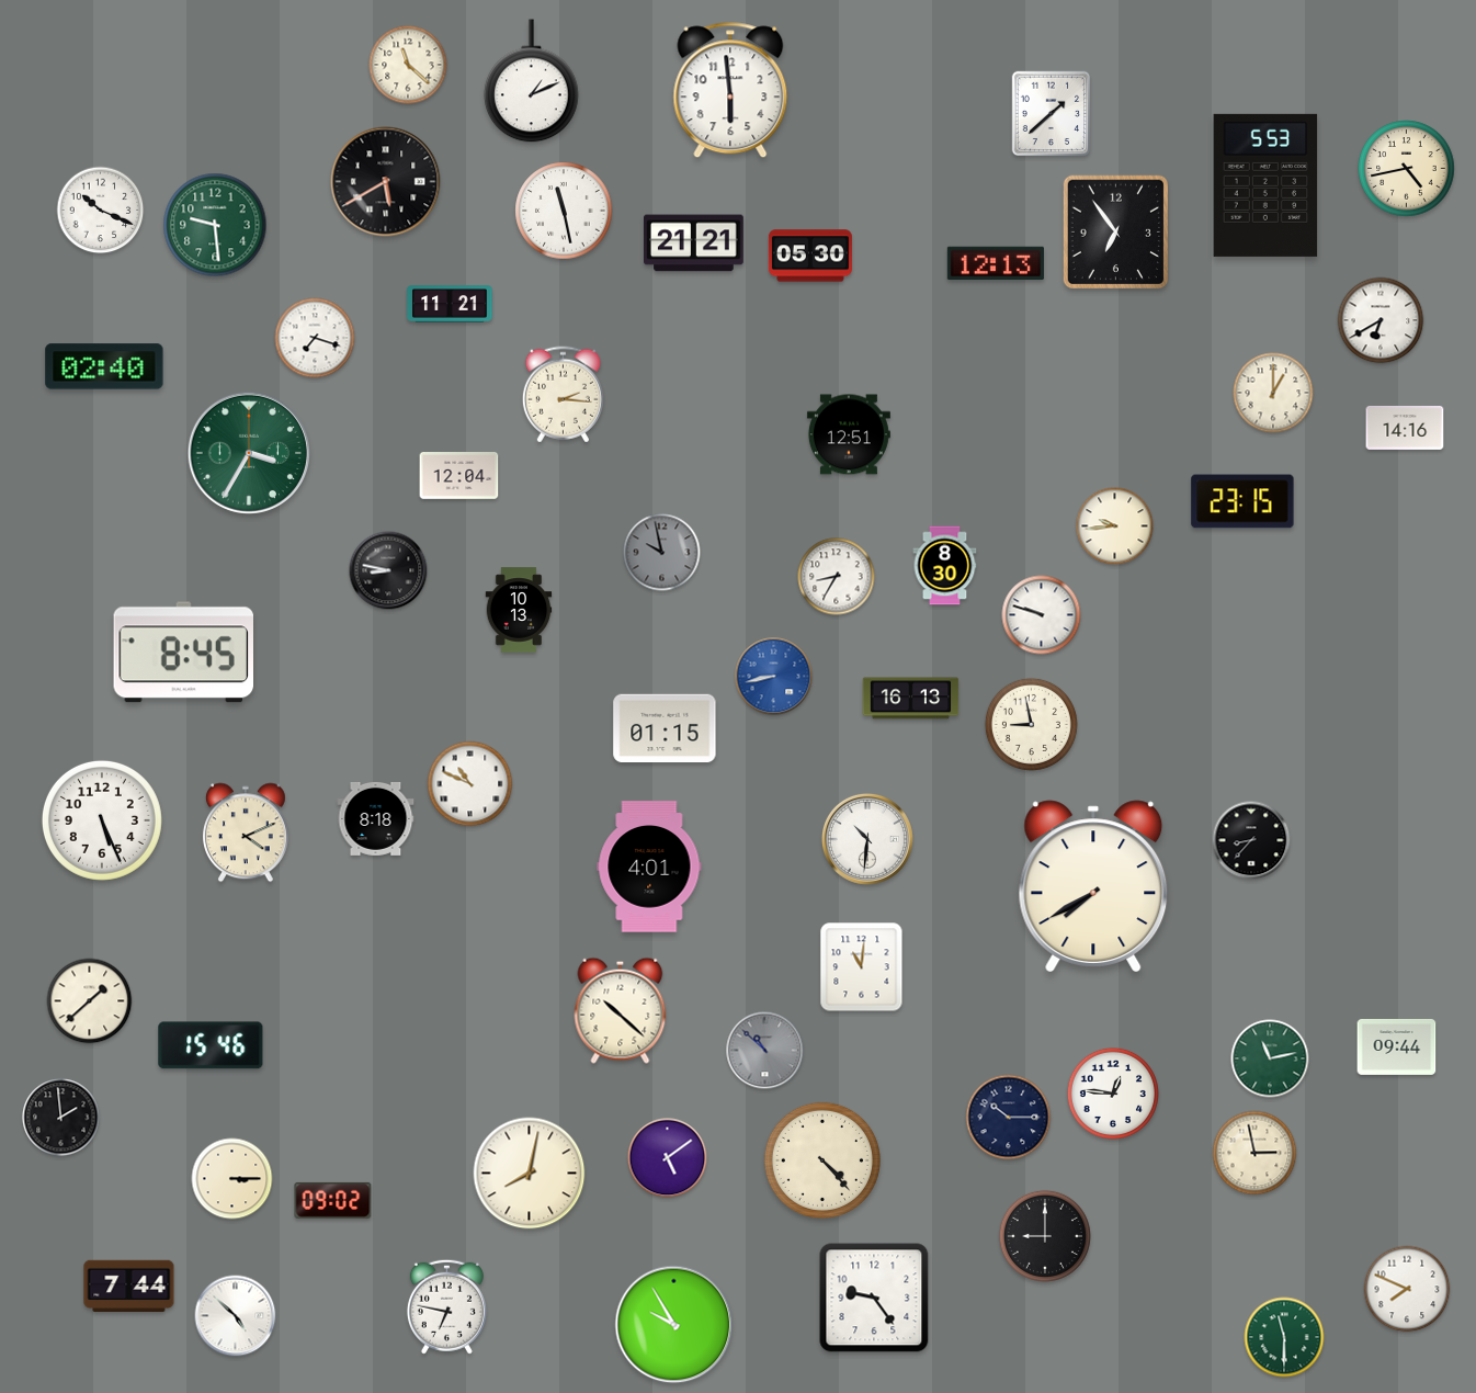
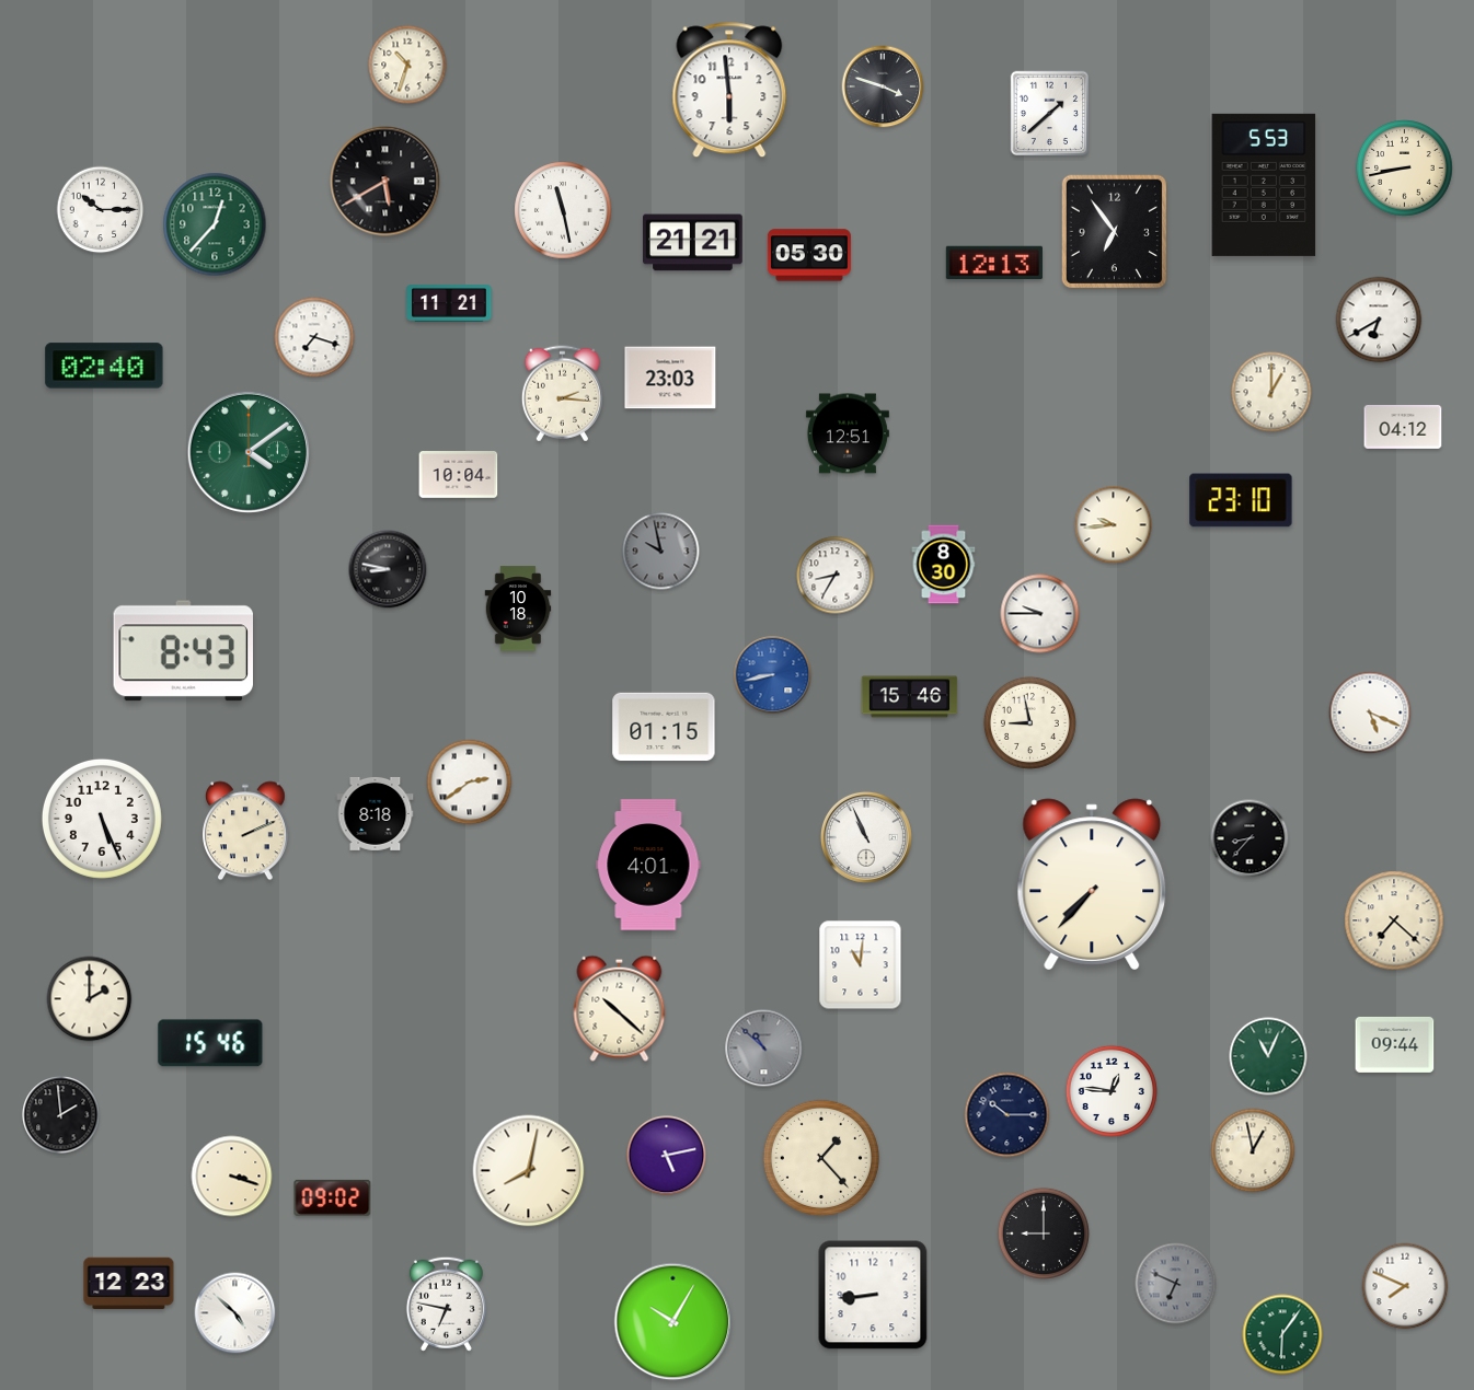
clock at (408, 65): 11:22 -> 10:33
clock at (532, 81): 1:11 -> none
clock at (883, 86): none -> 3:48
clock at (1407, 169): 4:43 -> 8:43
clock at (101, 211): 10:19 -> 10:15
clock at (215, 225): 9:29 -> 12:37
clock at (670, 378): none -> 23:03
clock at (1405, 428): 14:16 -> 04:12
clock at (248, 452): 3:35 -> 4:09
clock at (459, 476): 12:04 -> 10:04
clock at (1242, 501): 23:15 -> 23:10
clock at (519, 610): 10:13 -> 10:18
clock at (1042, 615): 9:48 -> 9:45
clock at (183, 653): 8:45 -> 8:43
clock at (911, 699): 16:13 -> 15:46
clock at (1370, 713): none -> 5:19
clock at (470, 784): 10:49 -> 2:39
clock at (376, 818) position: (376, 818) -> (376, 813)
clock at (246, 833): 4:11 -> 2:11
clock at (867, 839): 10:31 -> 10:56
clock at (1093, 886): 7:40 -> 7:37
clock at (1394, 920): none -> 7:22
clock at (90, 1001): 1:38 -> 2:00
clock at (1270, 1058): 11:13 -> 11:04
clock at (1254, 1153): 2:58 -> 12:58
clock at (668, 1158): 5:09 -> 5:13
clock at (822, 1160): 4:23 -> 1:23
clock at (232, 1179): 3:15 -> 3:18
clock at (129, 1287): 7:44 -> 12:23
clock at (1176, 1284): none -> 6:49
clock at (874, 1298): 9:24 -> 8:44
clock at (674, 1325): 9:55 -> 10:05
clock at (1284, 1337): 11:30 -> 6:06
